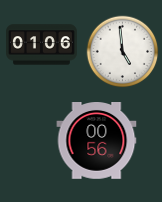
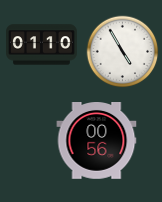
clock at (42, 45): 01:06 -> 01:10
clock at (123, 52): 4:59 -> 4:55
